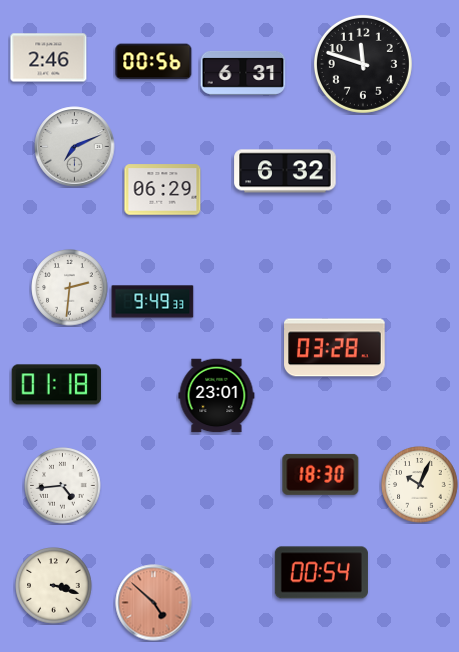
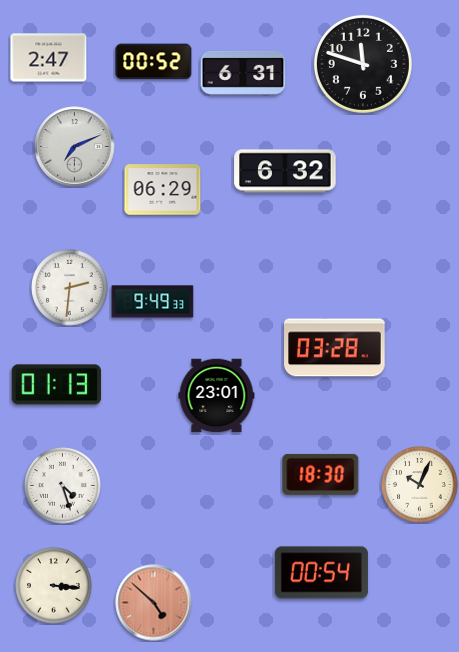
clock at (49, 58): 2:46 -> 2:47
clock at (154, 62): 00:56 -> 00:52
clock at (57, 385): 01:18 -> 01:13
clock at (63, 486): 4:44 -> 4:27
clock at (54, 586): 3:18 -> 3:16
